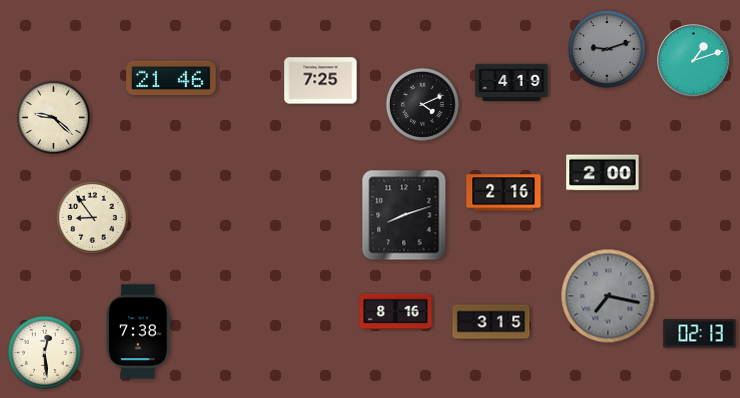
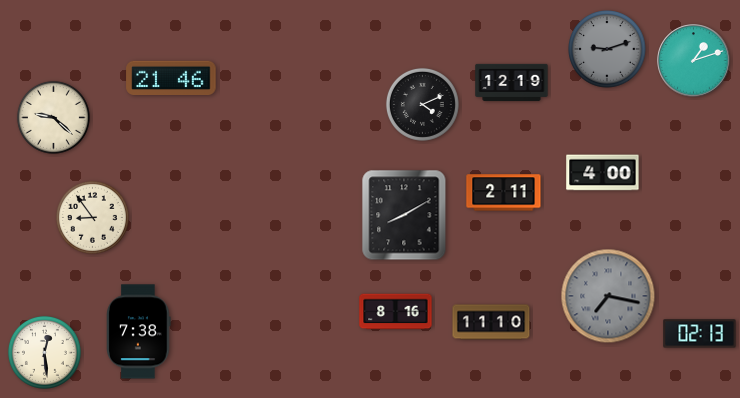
clock at (321, 81): 7:25 -> none
clock at (512, 83): 4:19 -> 12:19
clock at (603, 173): 2:00 -> 4:00
clock at (504, 193): 2:16 -> 2:11
clock at (404, 215): 8:12 -> 8:10
clock at (491, 322): 3:15 -> 11:10
